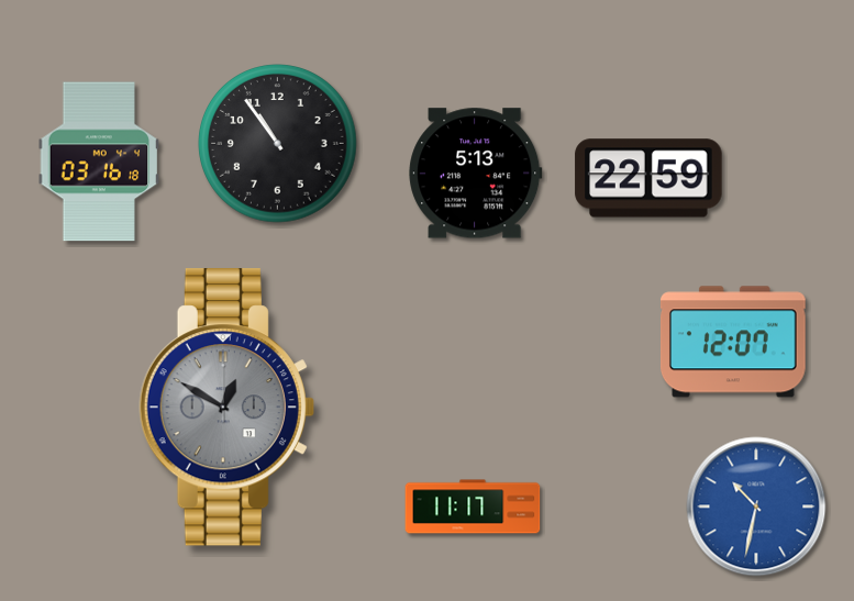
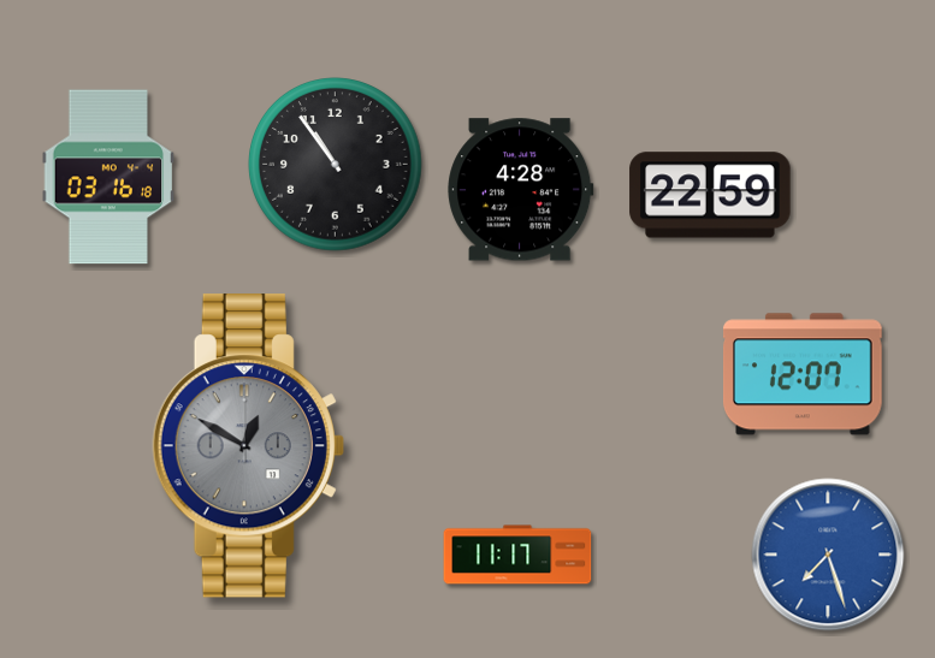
clock at (278, 144) position: (278, 144) -> (336, 165)
clock at (476, 174): 5:13 -> 4:28
clock at (756, 507): 10:32 -> 7:27
